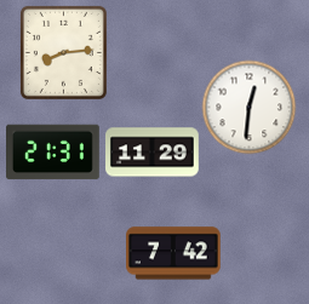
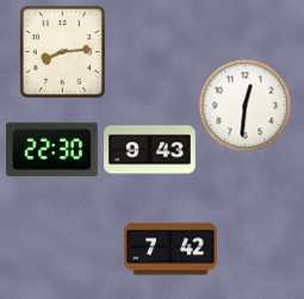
clock at (53, 153): 21:31 -> 22:30
clock at (153, 153): 11:29 -> 9:43
